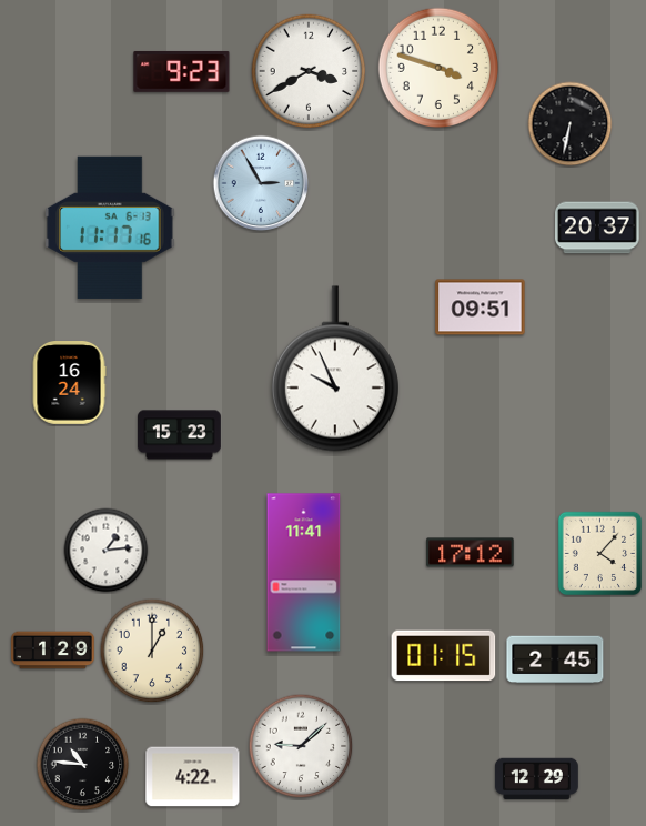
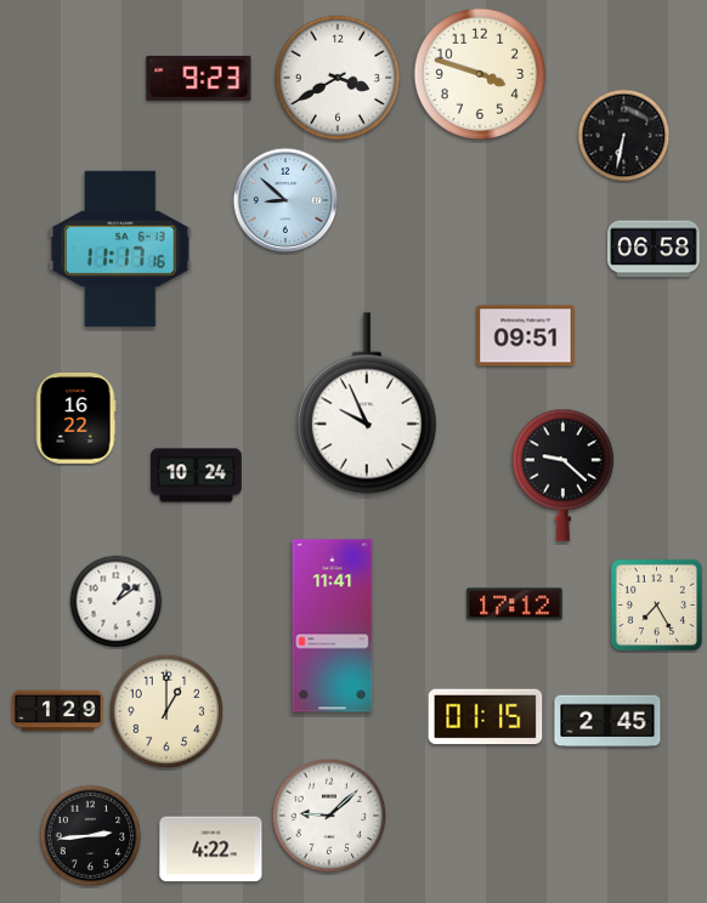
clock at (261, 183): 2:55 -> 8:52
clock at (598, 228): 20:37 -> 06:58
clock at (69, 383): 16:24 -> 16:22
clock at (562, 475): none -> 9:22
clock at (180, 435): 15:23 -> 10:24
clock at (107, 551): 1:14 -> 1:09
clock at (599, 553): 4:07 -> 7:25
clock at (83, 765): 10:46 -> 2:44
clock at (537, 779): 12:29 -> none
